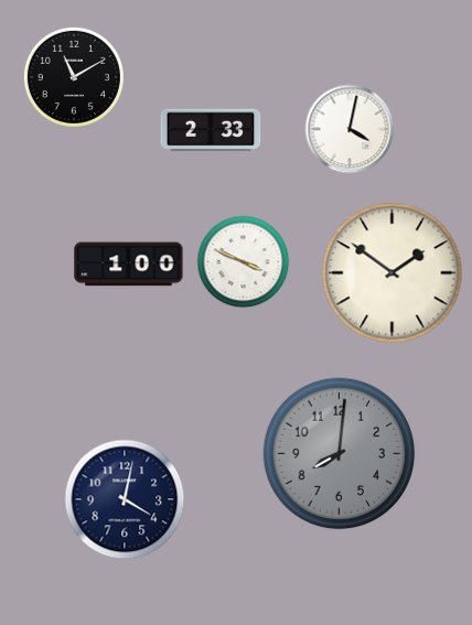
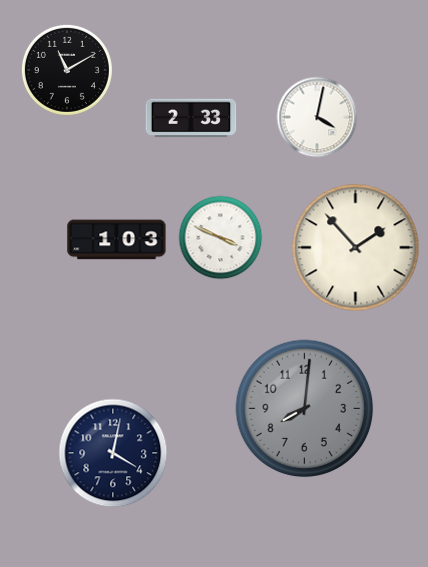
clock at (129, 265): 1:00 -> 1:03
clock at (393, 273): 1:51 -> 1:53
clock at (340, 454) position: (340, 454) -> (305, 409)
